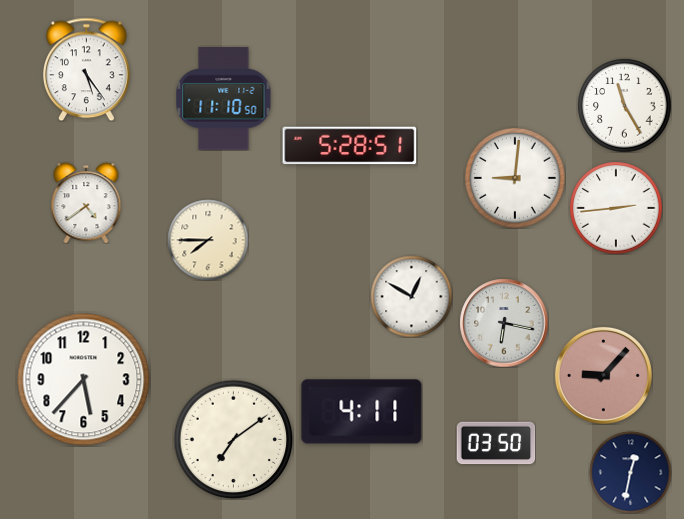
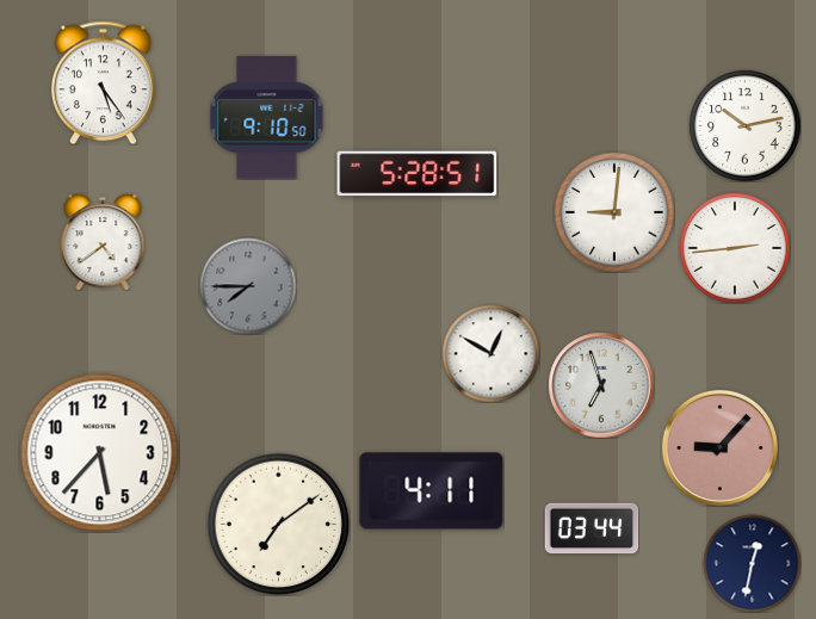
clock at (224, 99): 11:10 -> 9:10
clock at (624, 105): 11:25 -> 10:13
clock at (208, 240) dial: cream -> grey
clock at (504, 323): 6:17 -> 6:57
clock at (496, 443): 03:50 -> 03:44
